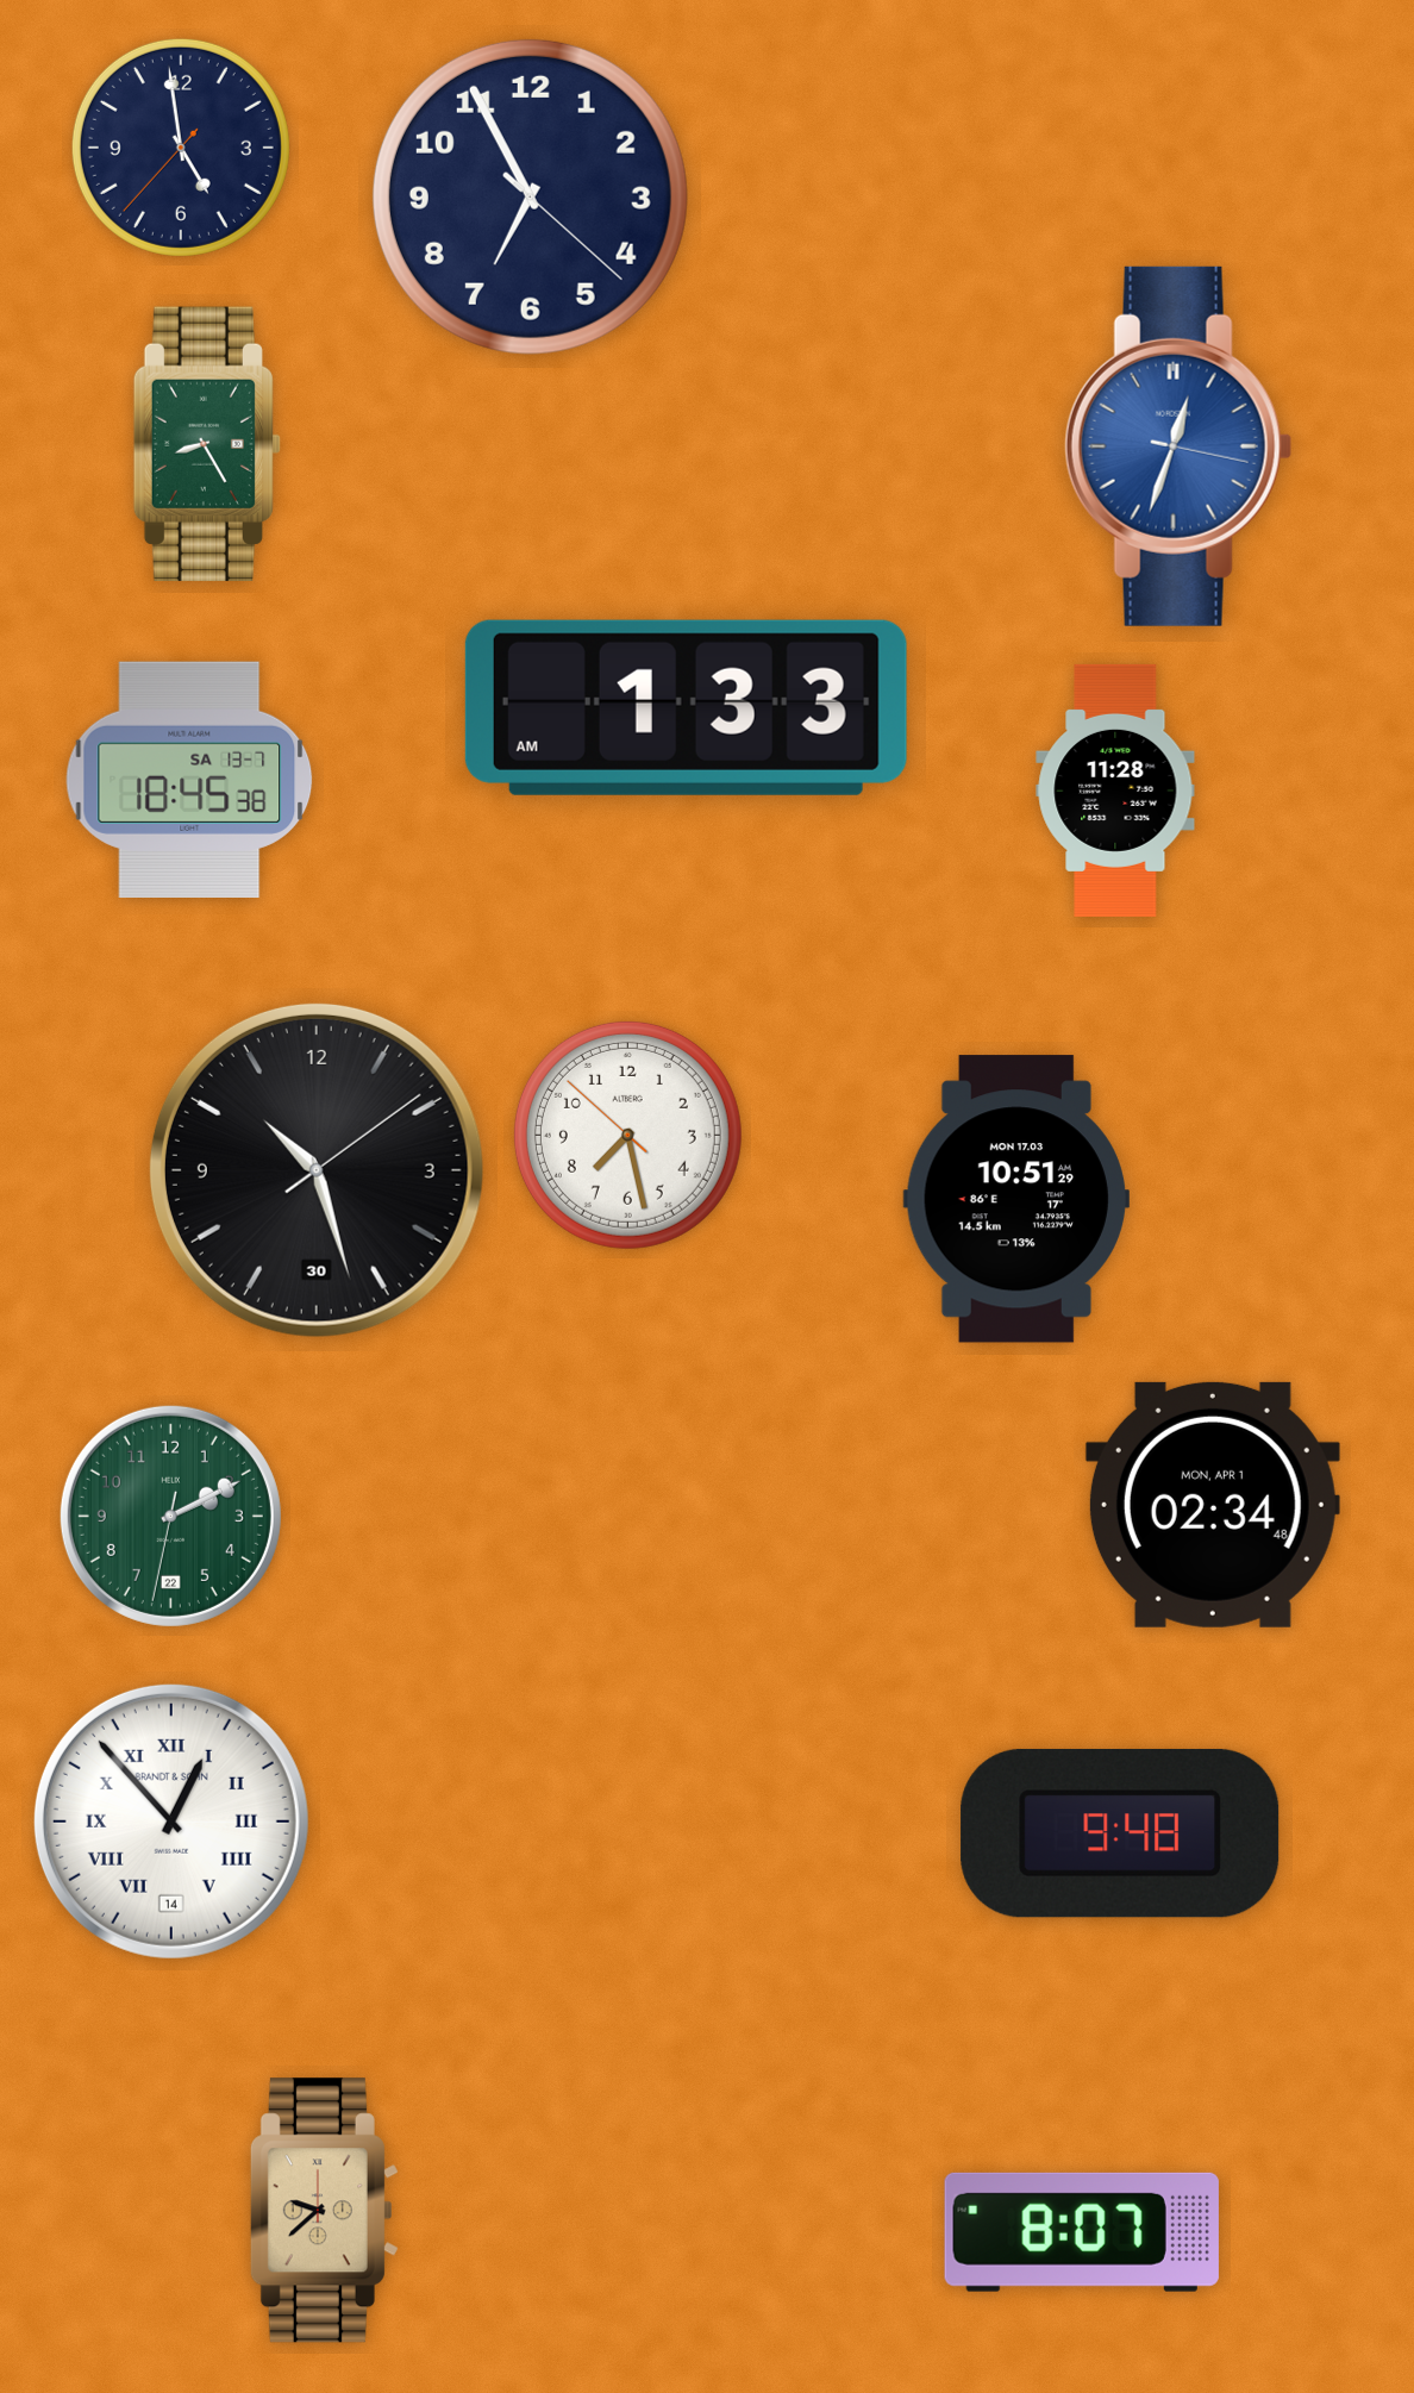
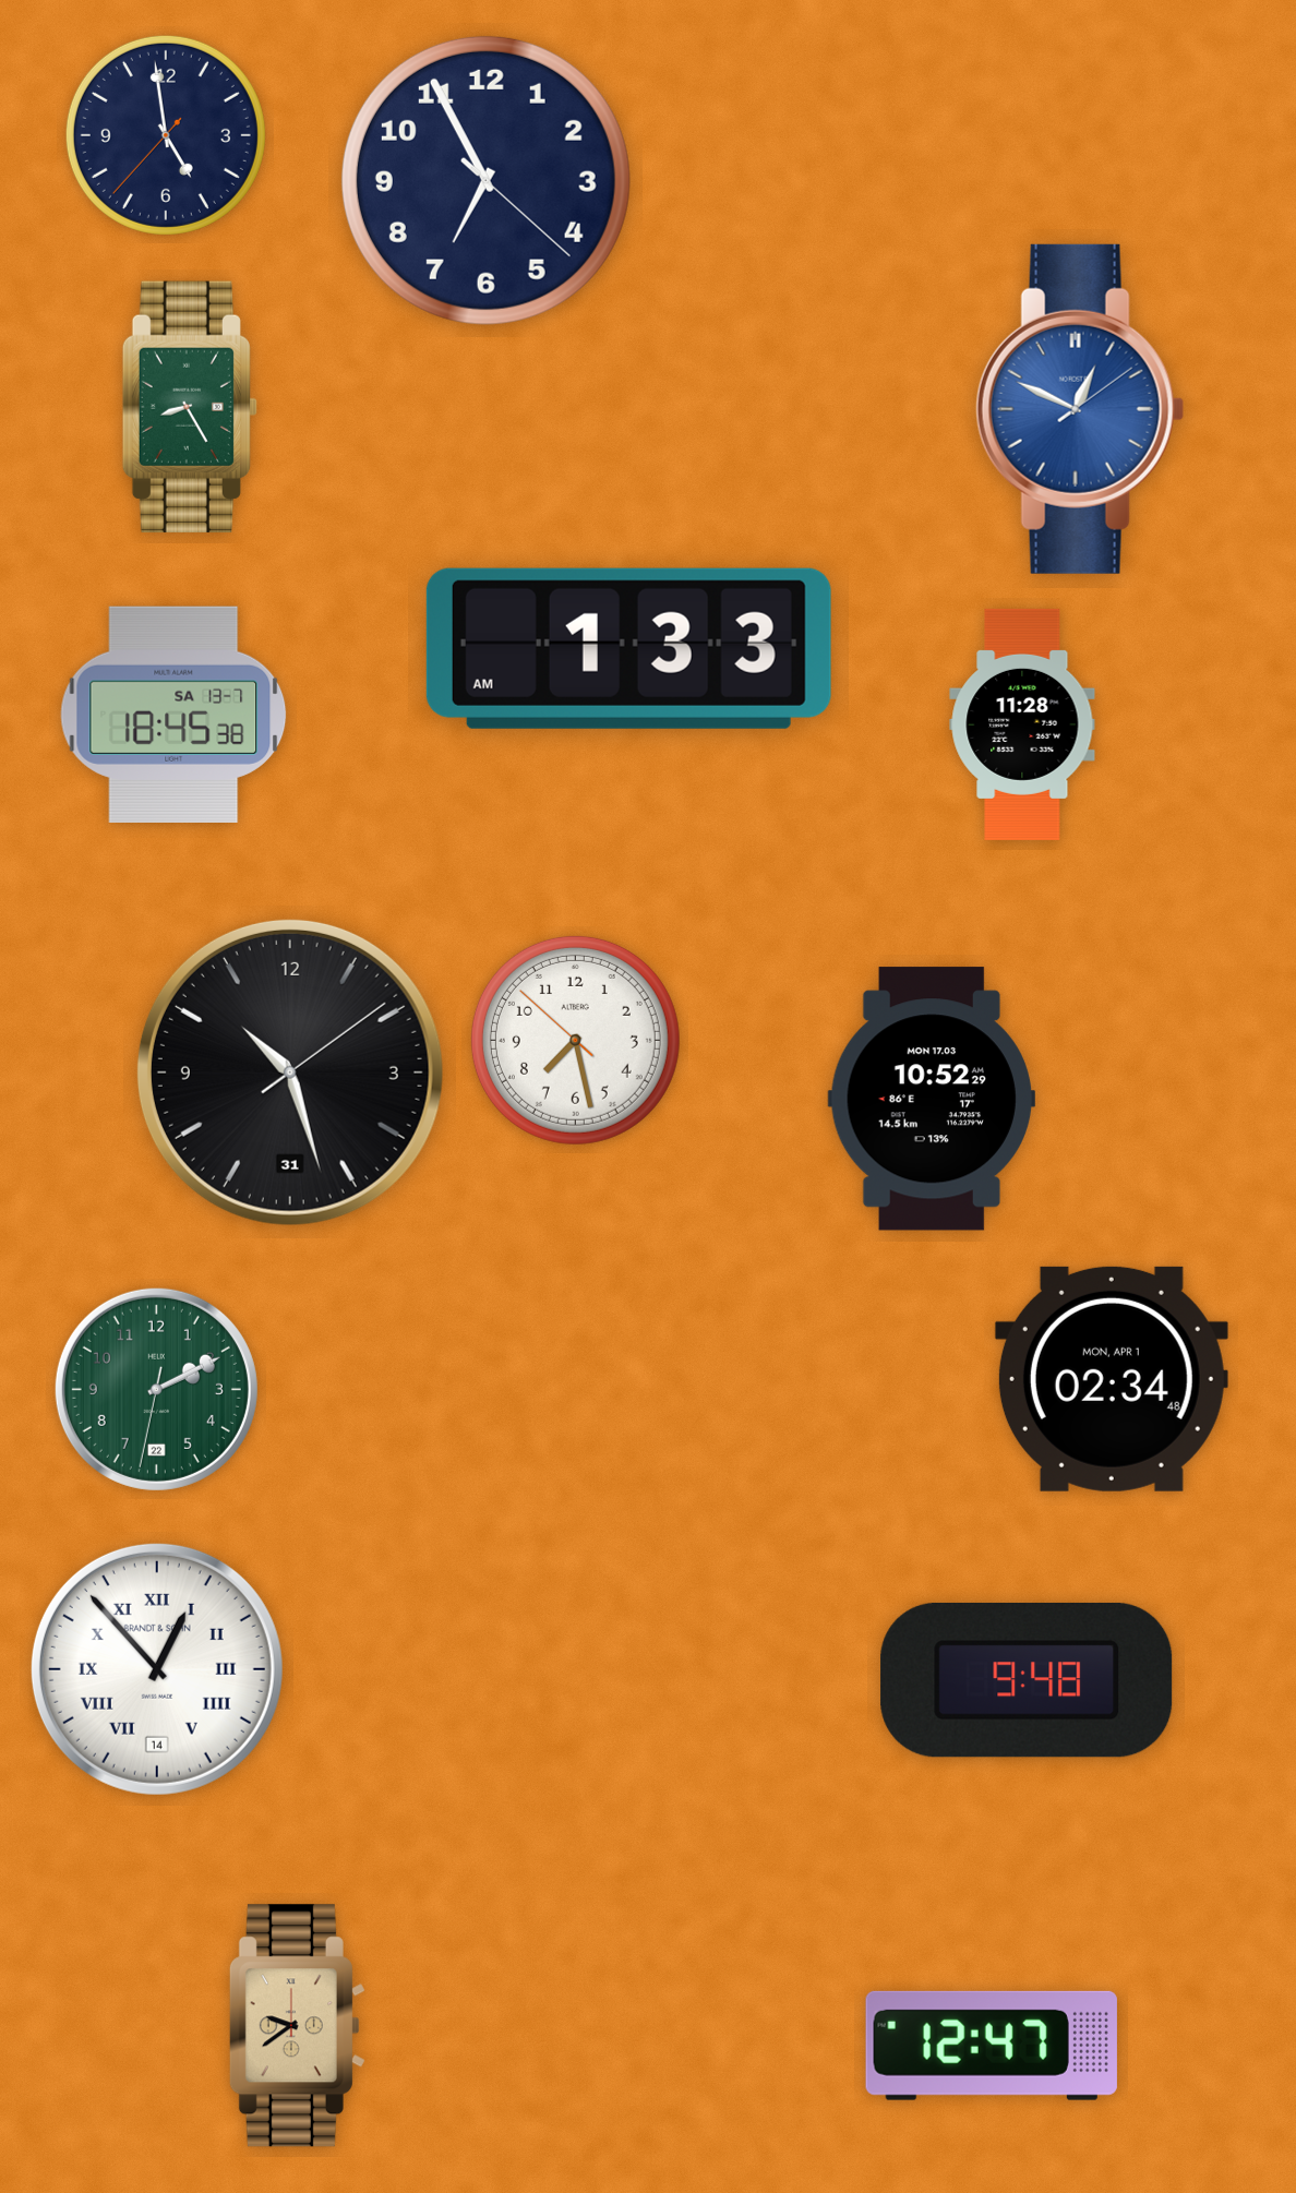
clock at (1178, 446): 12:33 -> 12:49
clock at (317, 1170) date: 30 -> 31
clock at (1015, 1199): 10:51 -> 10:52
clock at (324, 2211): 9:38 -> 9:39
clock at (1082, 2232): 8:07 -> 12:47
